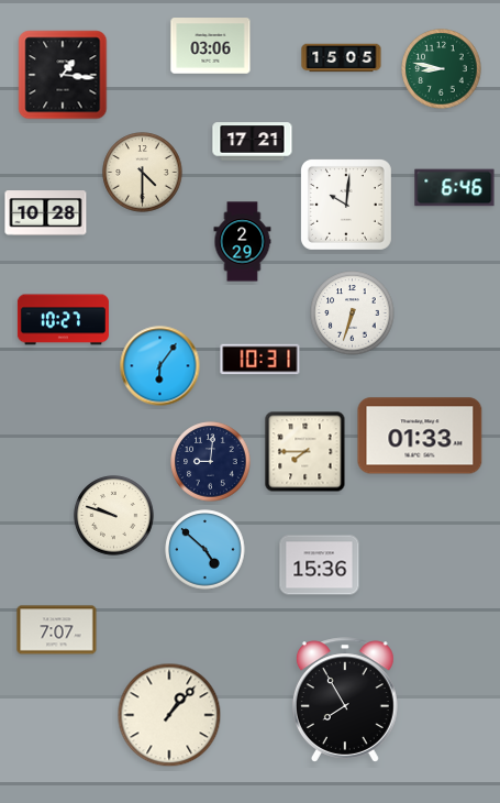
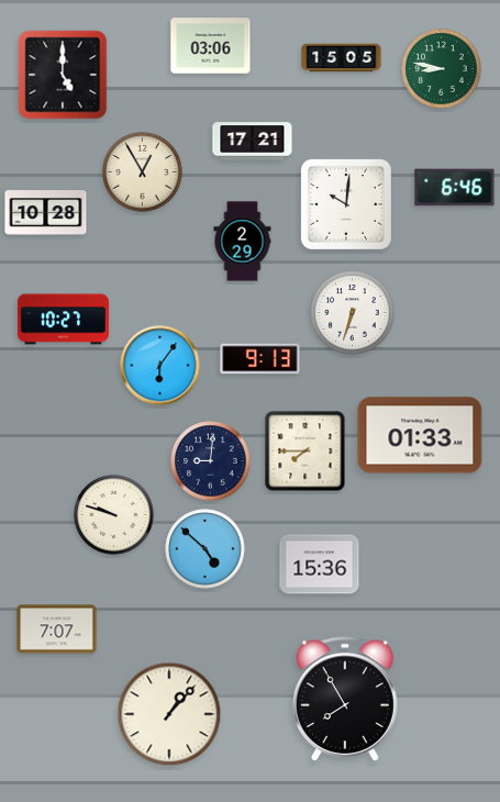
clock at (63, 75): 1:16 -> 5:00
clock at (143, 173): 4:30 -> 12:55
clock at (260, 360): 10:31 -> 9:13
